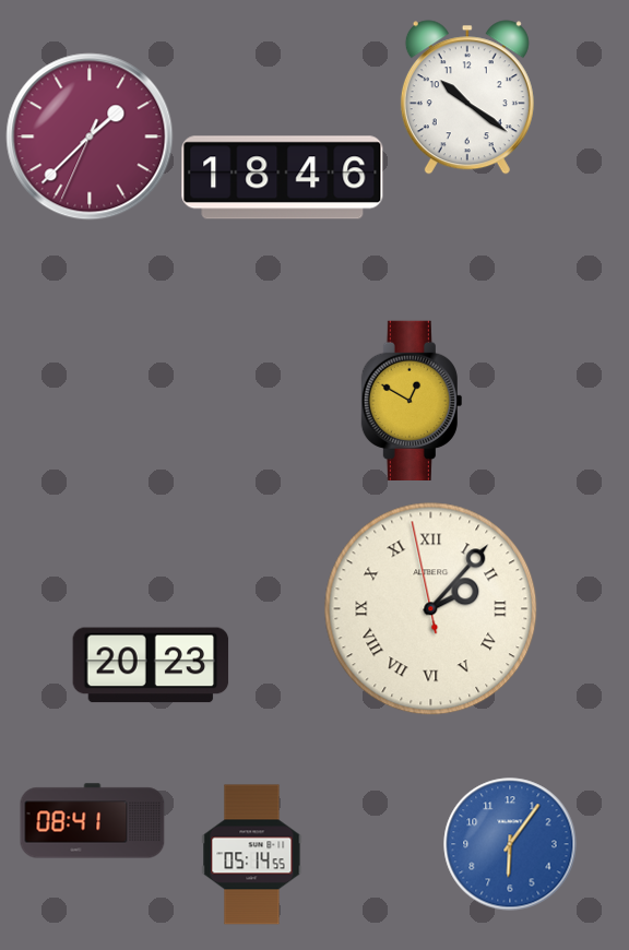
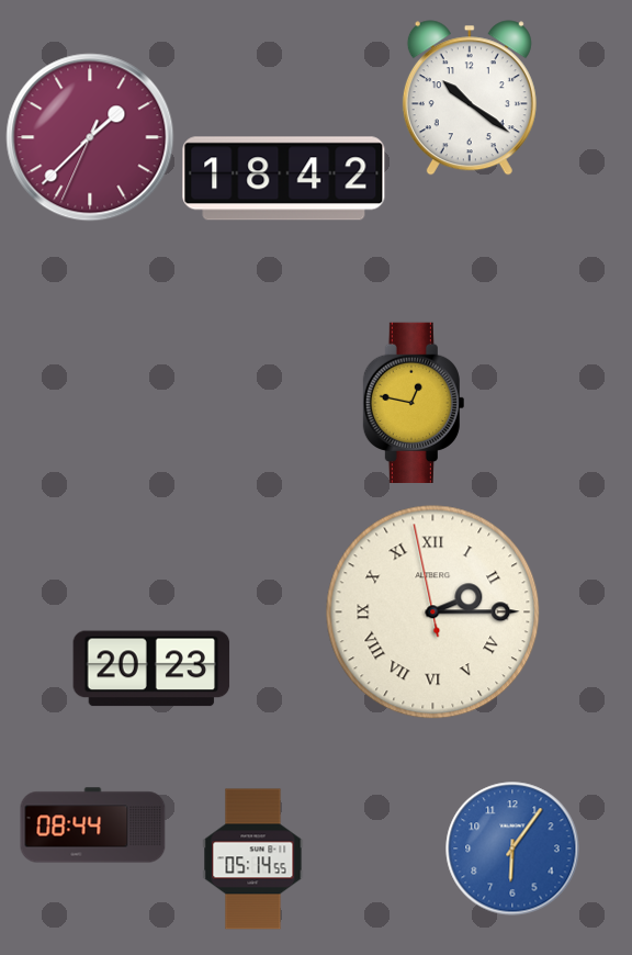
clock at (283, 178): 18:46 -> 18:42
clock at (412, 400): 12:50 -> 12:47
clock at (431, 609): 2:06 -> 2:14
clock at (93, 821): 08:41 -> 08:44
